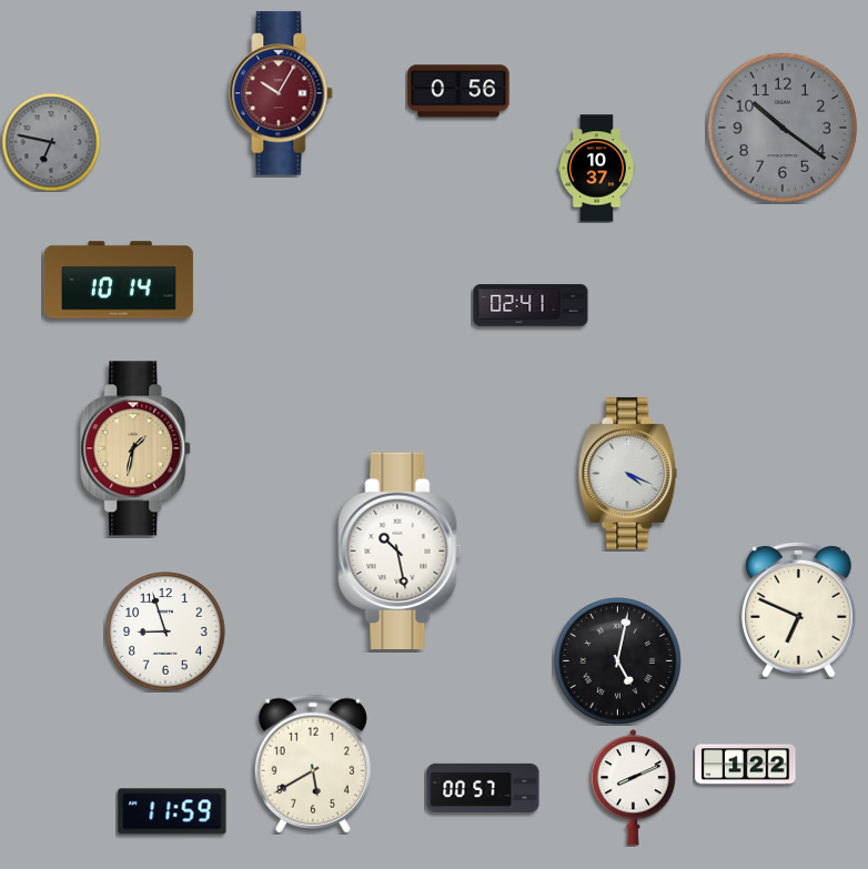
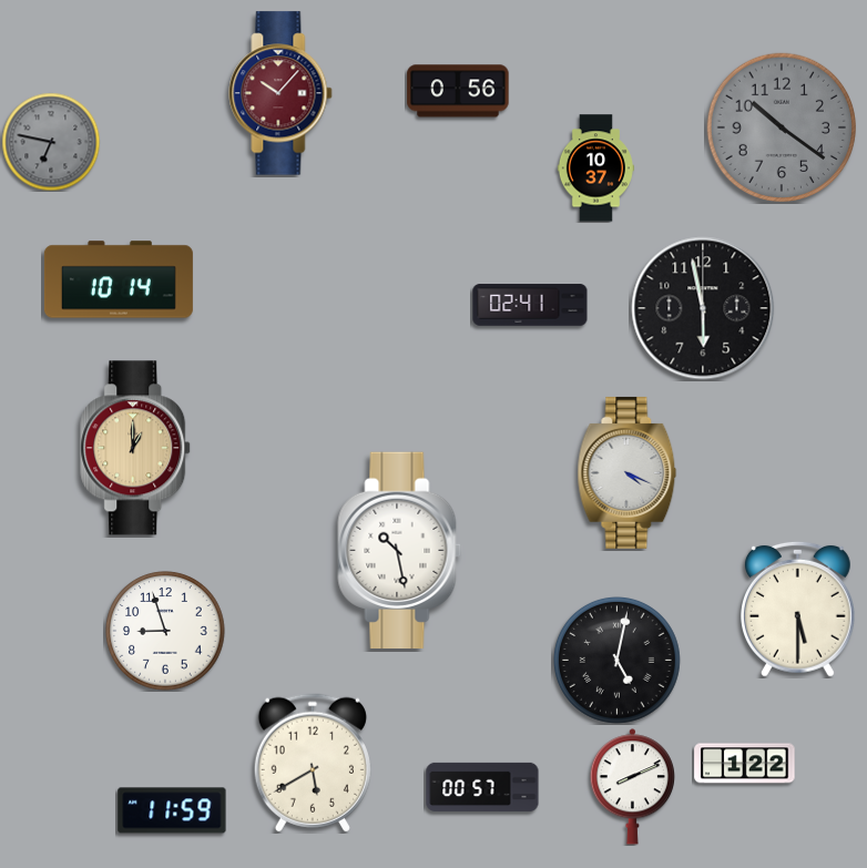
clock at (281, 93): 10:05 -> 10:07
clock at (703, 308): none -> 5:58
clock at (137, 448): 1:32 -> 1:00
clock at (798, 609): 6:49 -> 5:30
